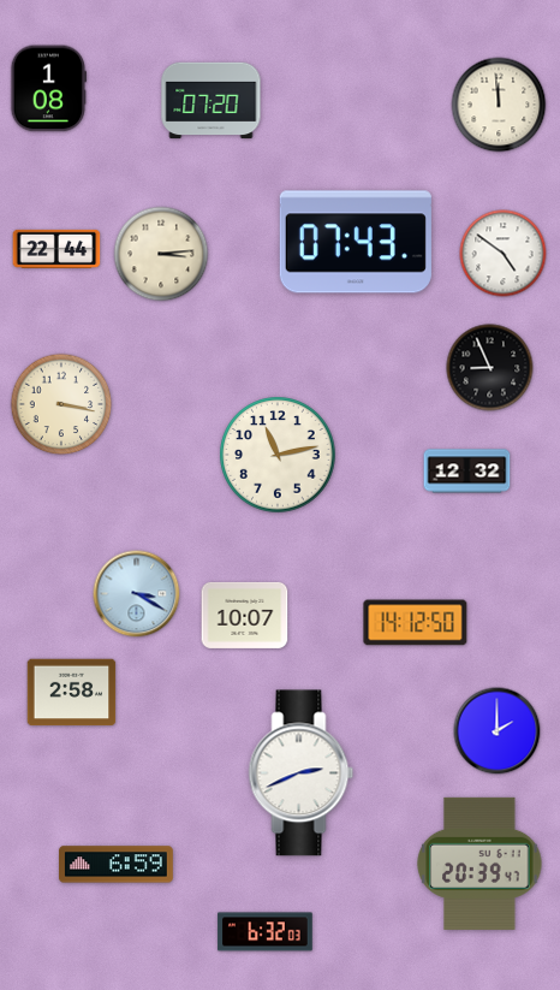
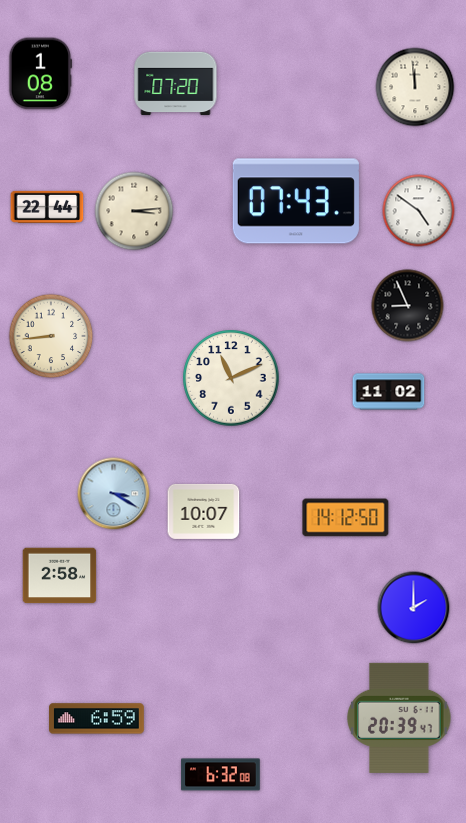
clock at (61, 404): 3:17 -> 8:44
clock at (278, 455): 11:13 -> 11:11
clock at (467, 472): 12:32 -> 11:02
clock at (302, 773): 2:41 -> none
clock at (266, 932): 6:32:03 -> 6:32:08
